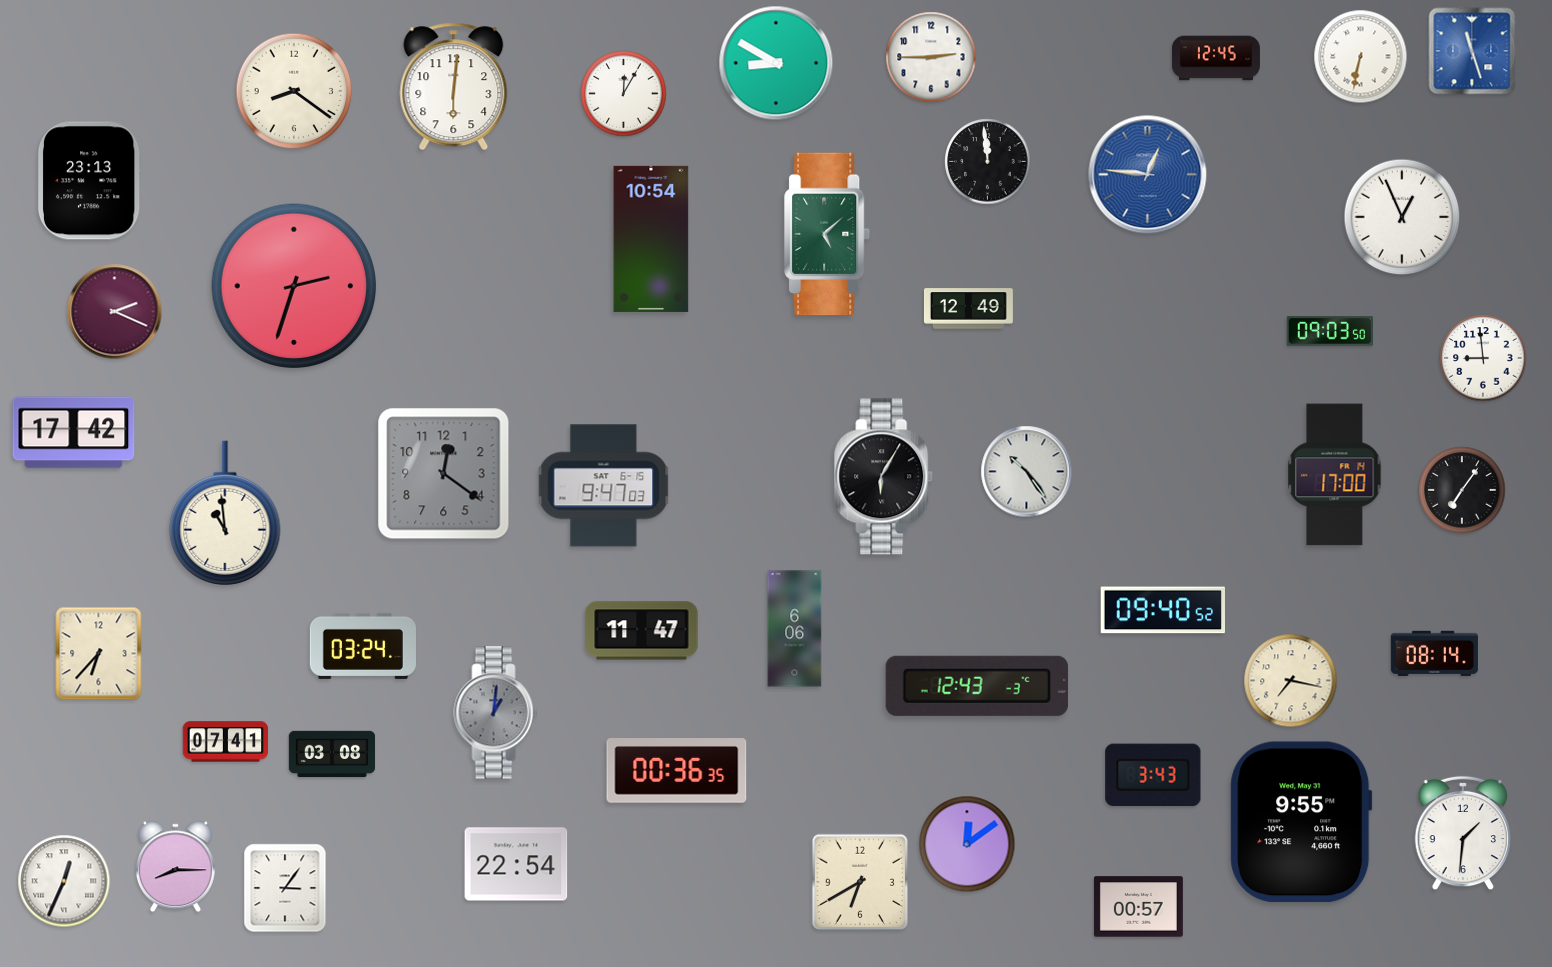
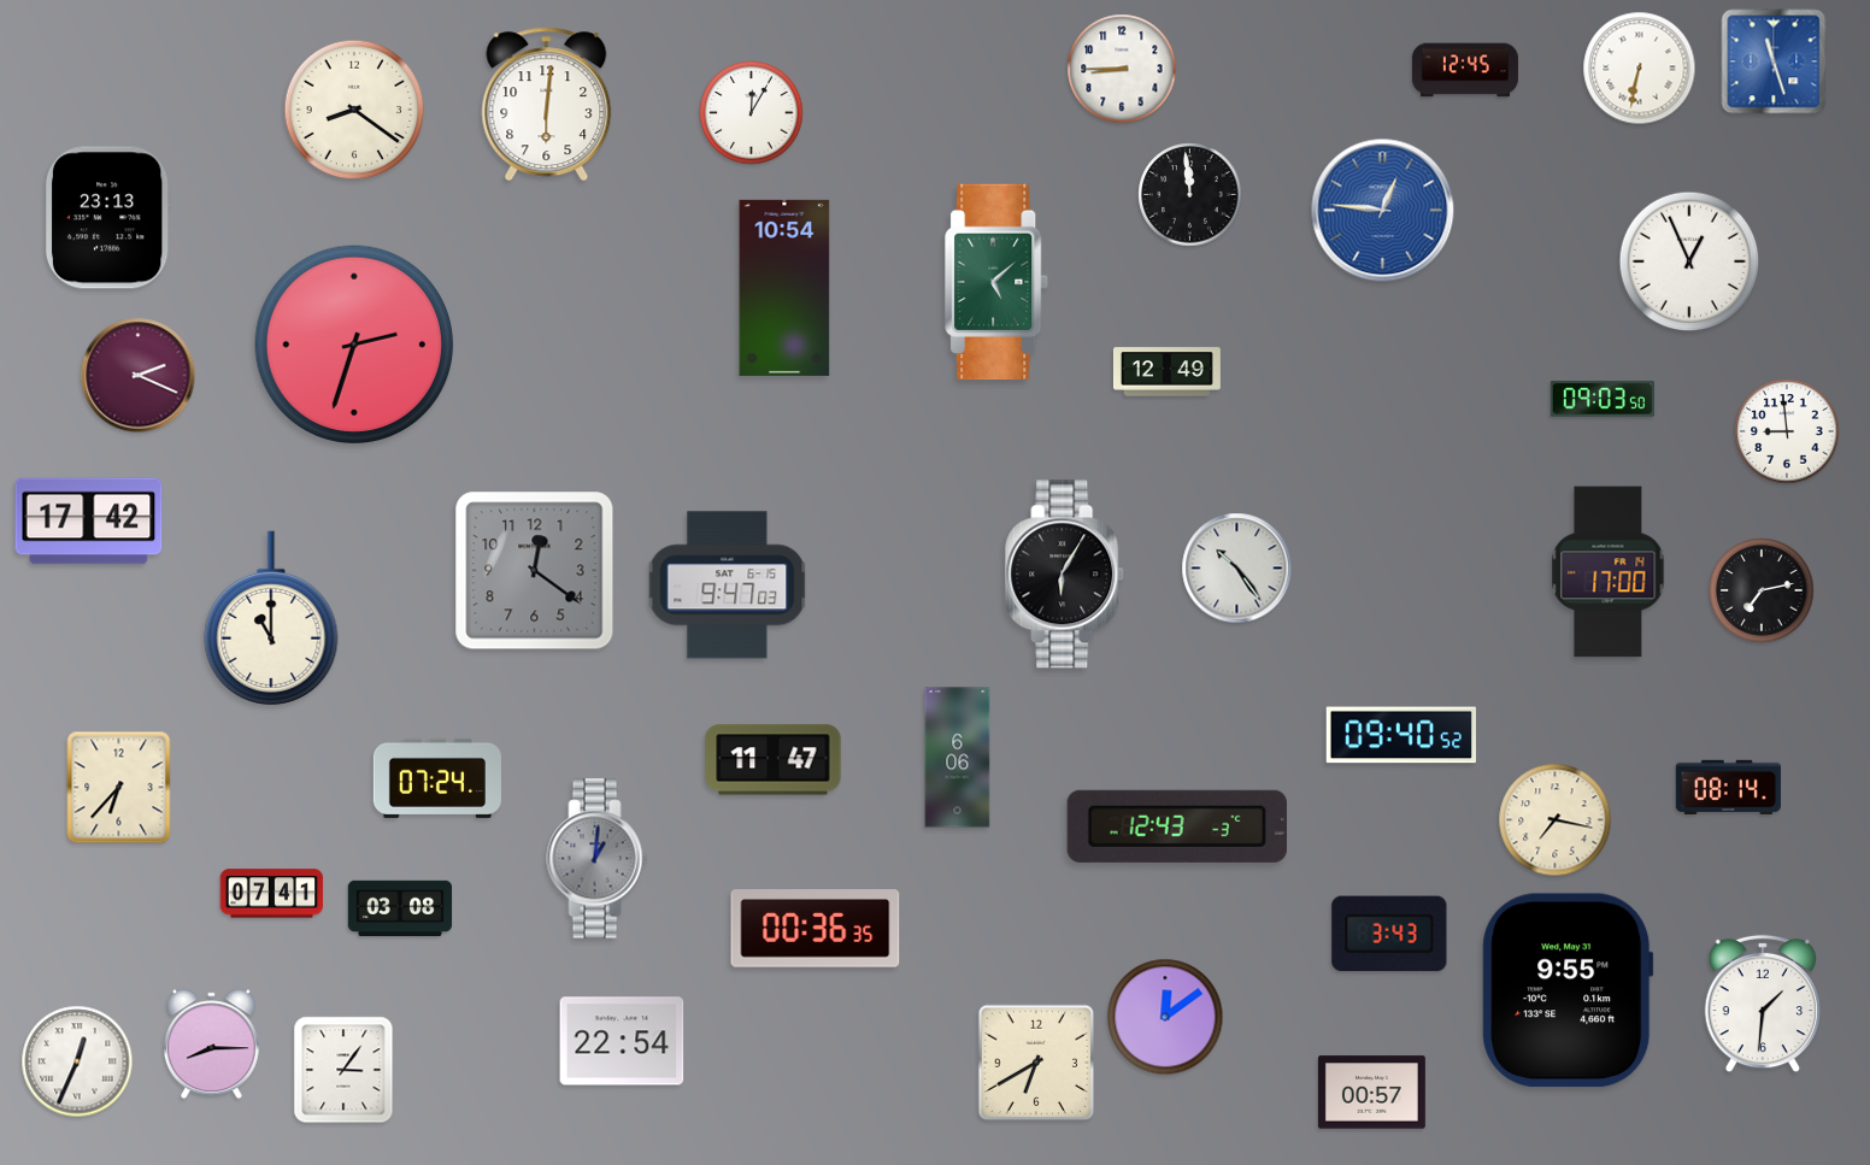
clock at (931, 57): 2:45 -> 8:45
clock at (776, 63): 8:50 -> none
clock at (1462, 490): 7:06 -> 7:13
clock at (225, 513): 10:59 -> 11:00
clock at (363, 646): 03:24 -> 07:24
